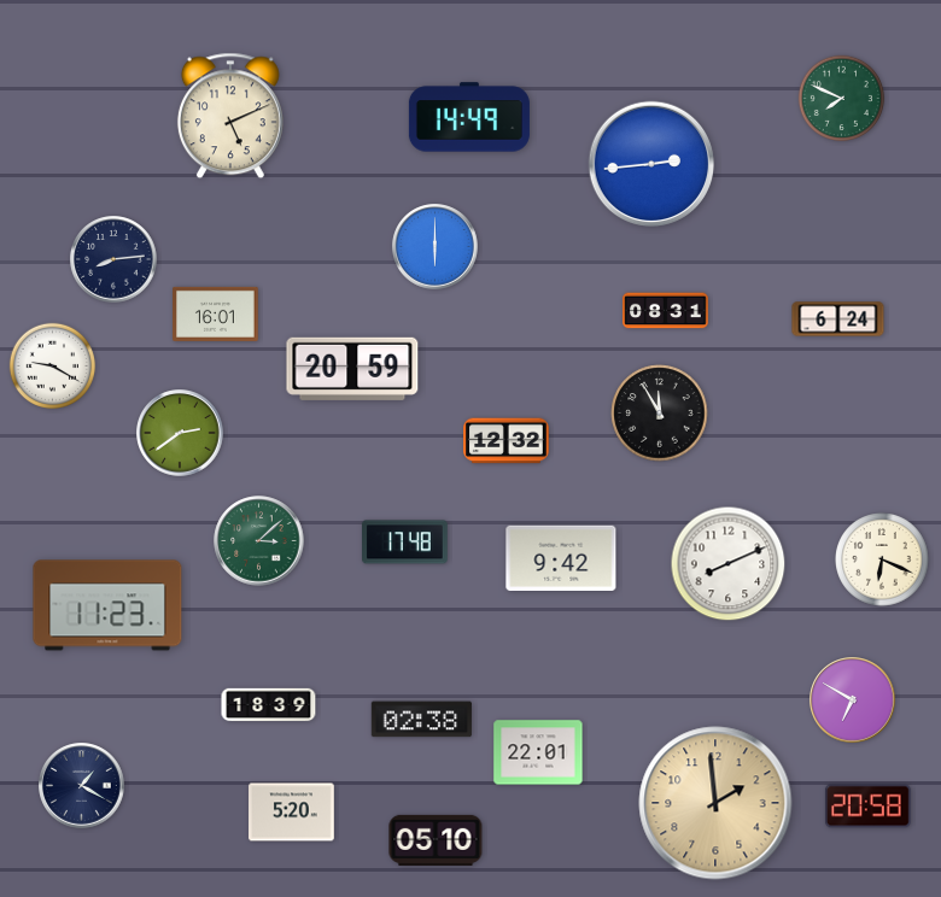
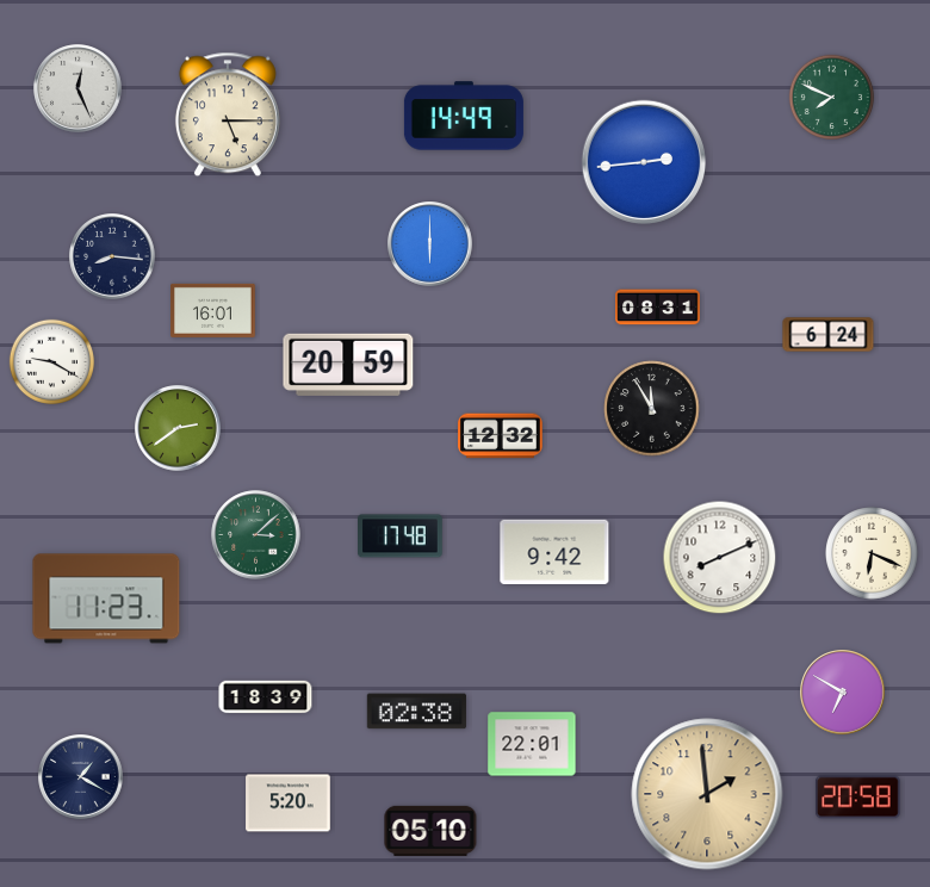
clock at (77, 88): none -> 12:26
clock at (230, 116): 5:11 -> 5:15
clock at (113, 259): 8:14 -> 8:16
clock at (838, 319) position: (838, 319) -> (829, 335)
